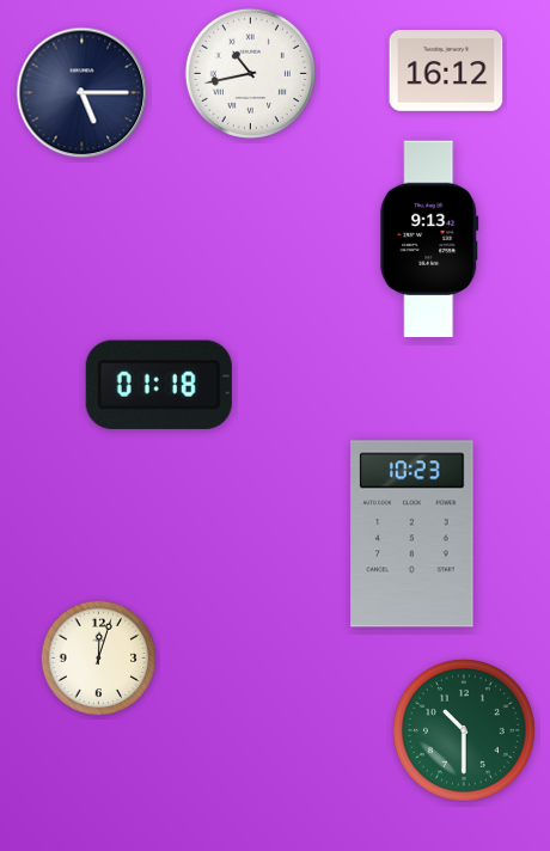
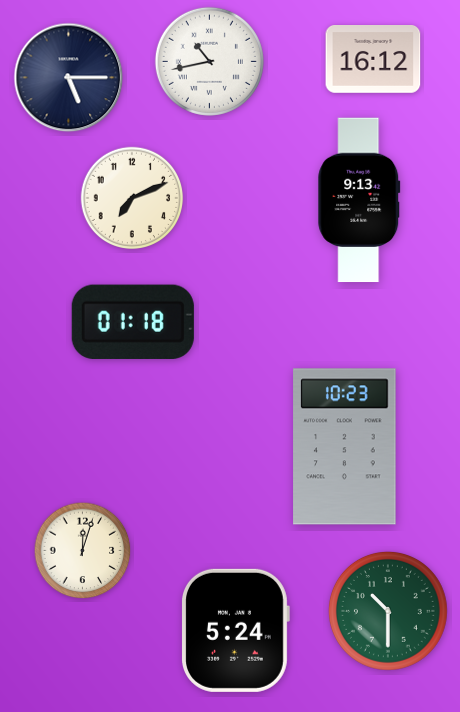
clock at (132, 198): none -> 7:11
clock at (236, 630): none -> 5:24
